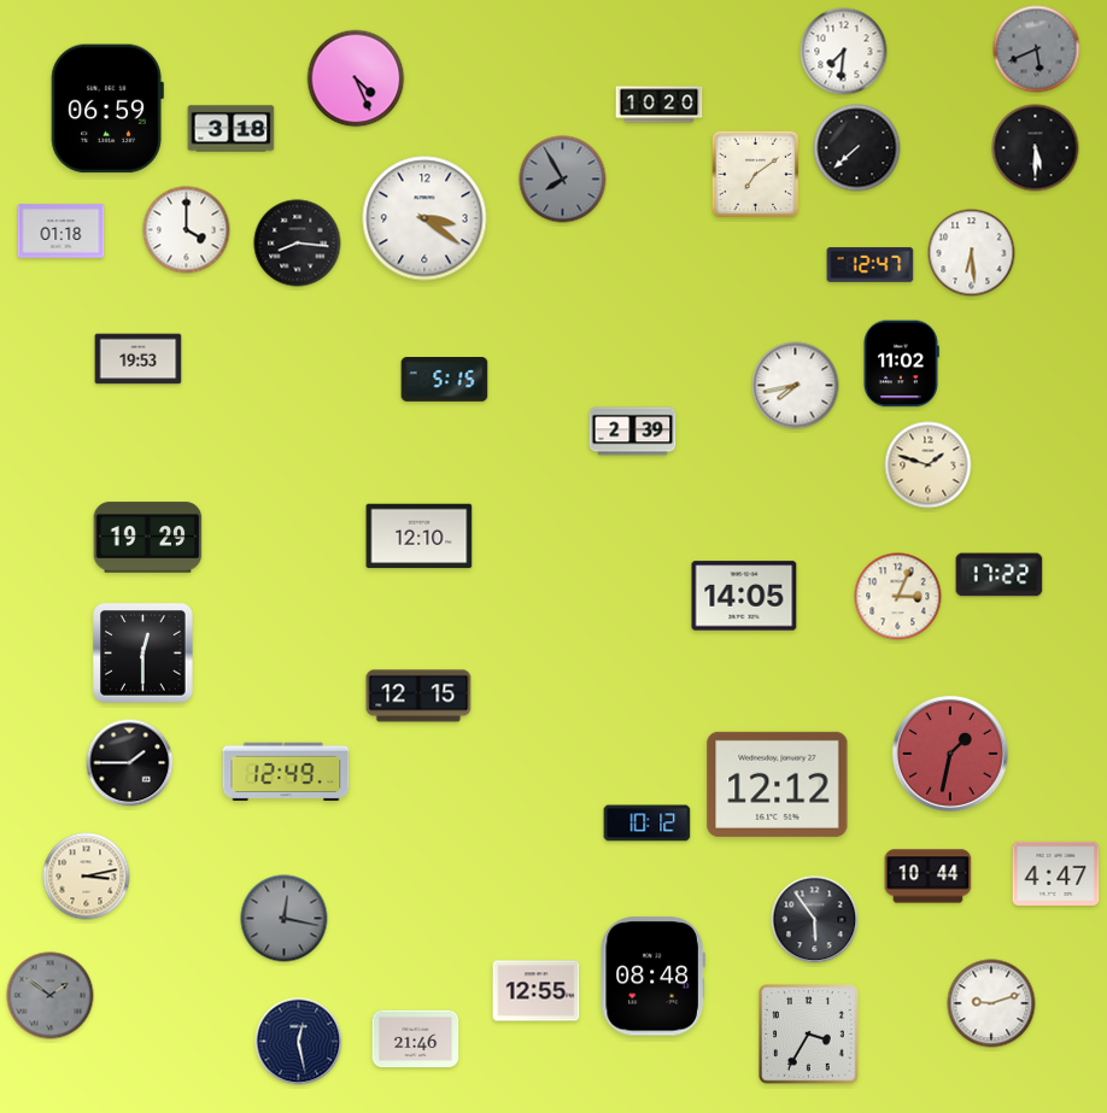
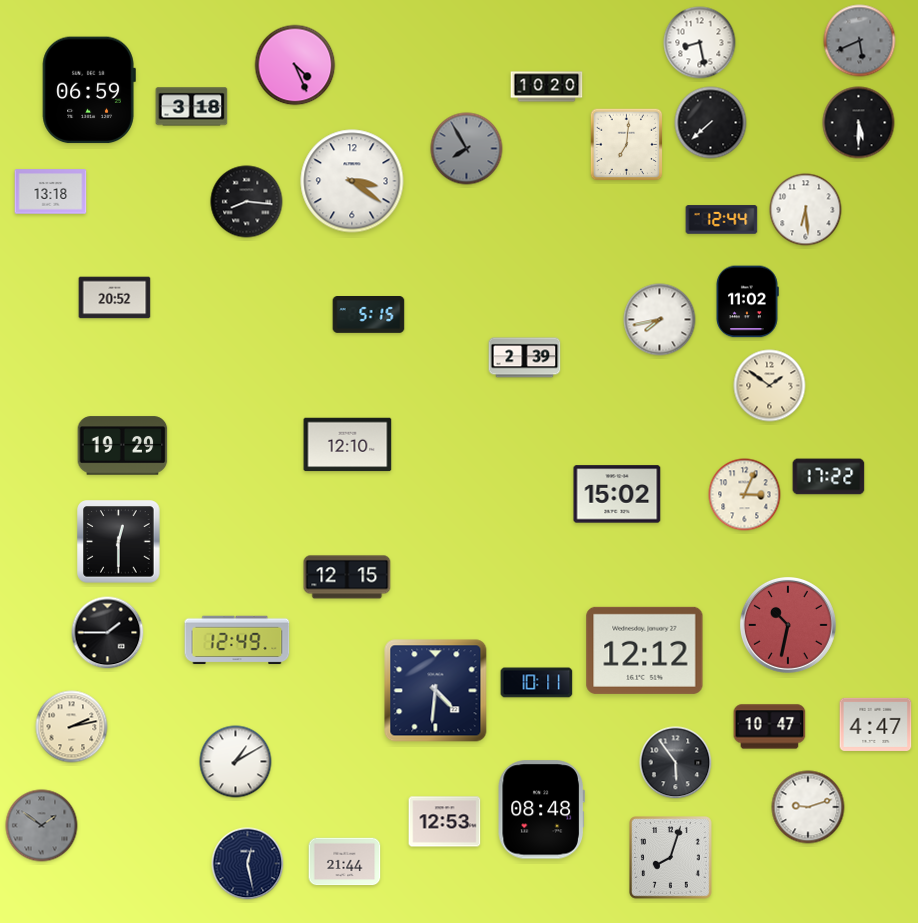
clock at (844, 52): 7:31 -> 8:28
clock at (756, 175): 7:09 -> 7:01
clock at (187, 230): 4:00 -> none
clock at (61, 232): 01:18 -> 13:18
clock at (871, 265): 12:47 -> 12:44
clock at (139, 359): 19:53 -> 20:52
clock at (929, 465): 1:48 -> 1:51
clock at (744, 596): 14:05 -> 15:02
clock at (950, 754): 1:32 -> 10:32
clock at (648, 824): 10:12 -> 10:11
clock at (436, 691): none -> 4:31
clock at (87, 877): 3:13 -> 2:13
clock at (929, 877): 10:44 -> 10:47
clock at (285, 919): 12:17 -> 1:10
clock at (285, 919) dial: grey -> white
clock at (537, 991): 12:55 -> 12:53
clock at (991, 1003) position: (991, 1003) -> (808, 807)
clock at (809, 1035): 3:35 -> 8:03
clock at (416, 1039): 21:46 -> 21:44
